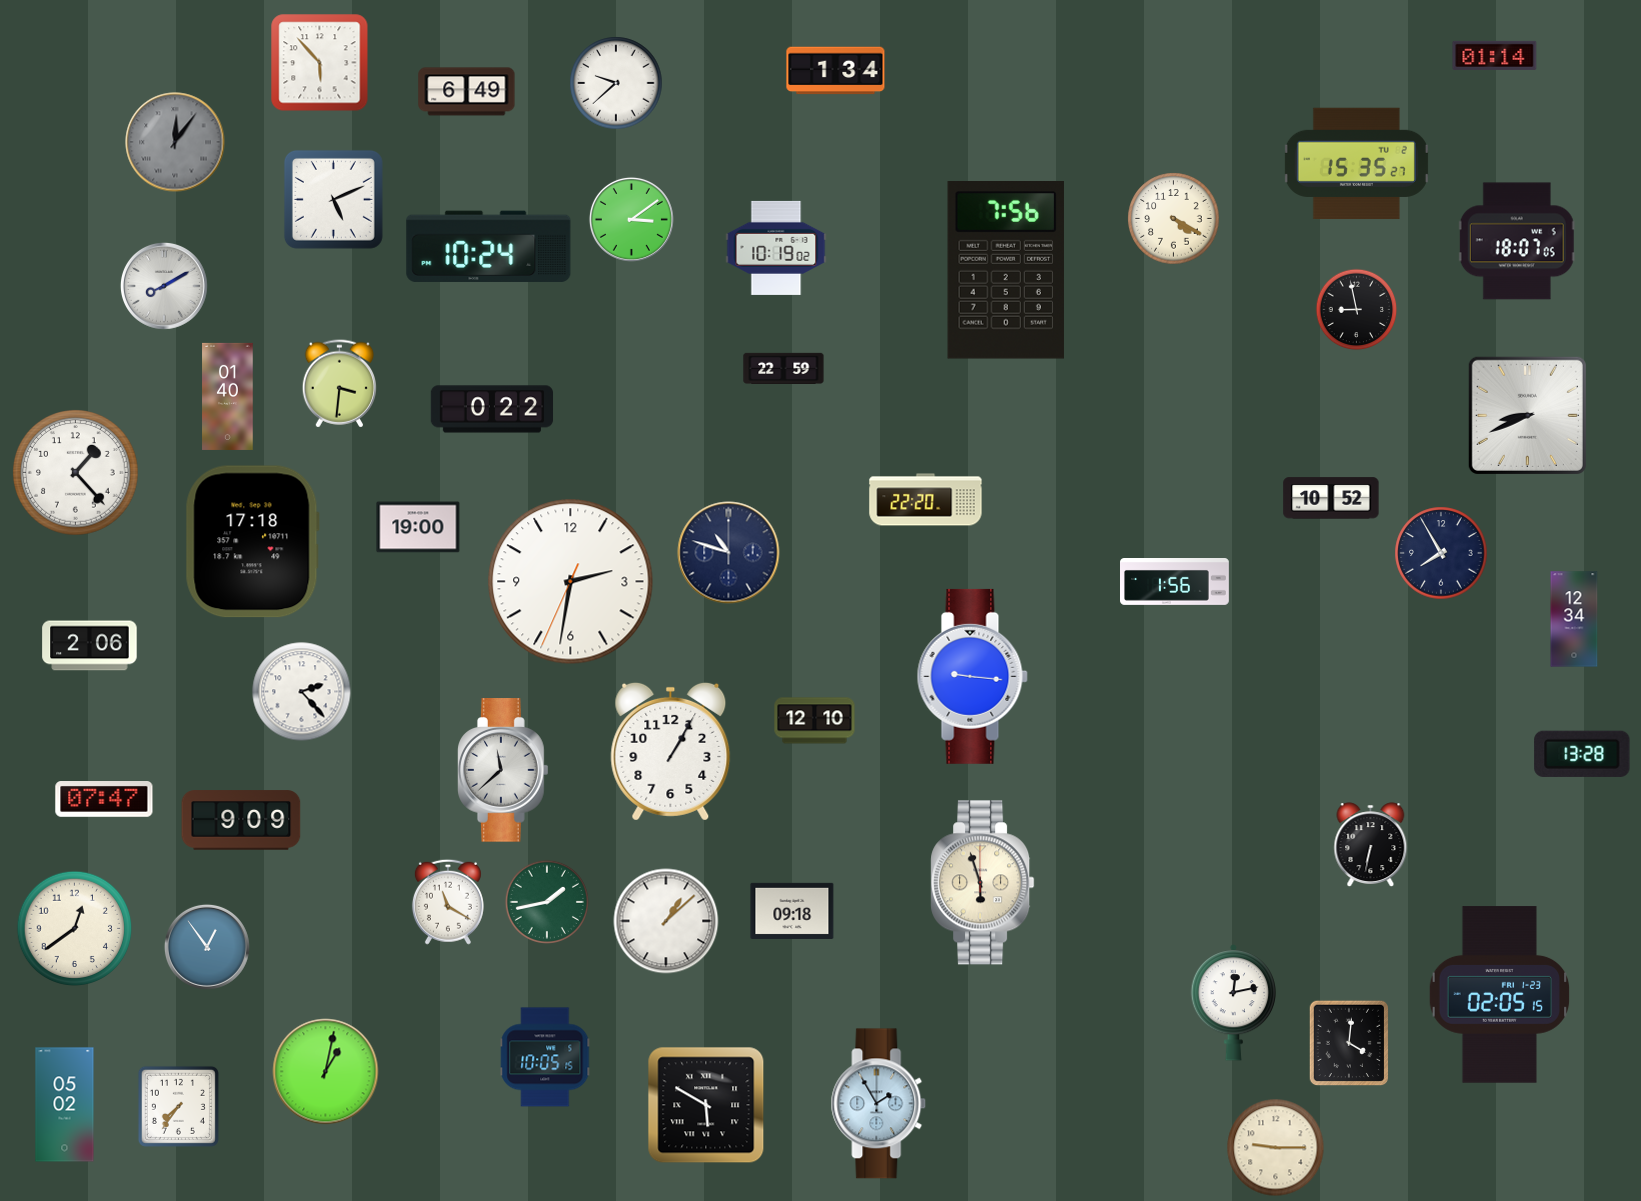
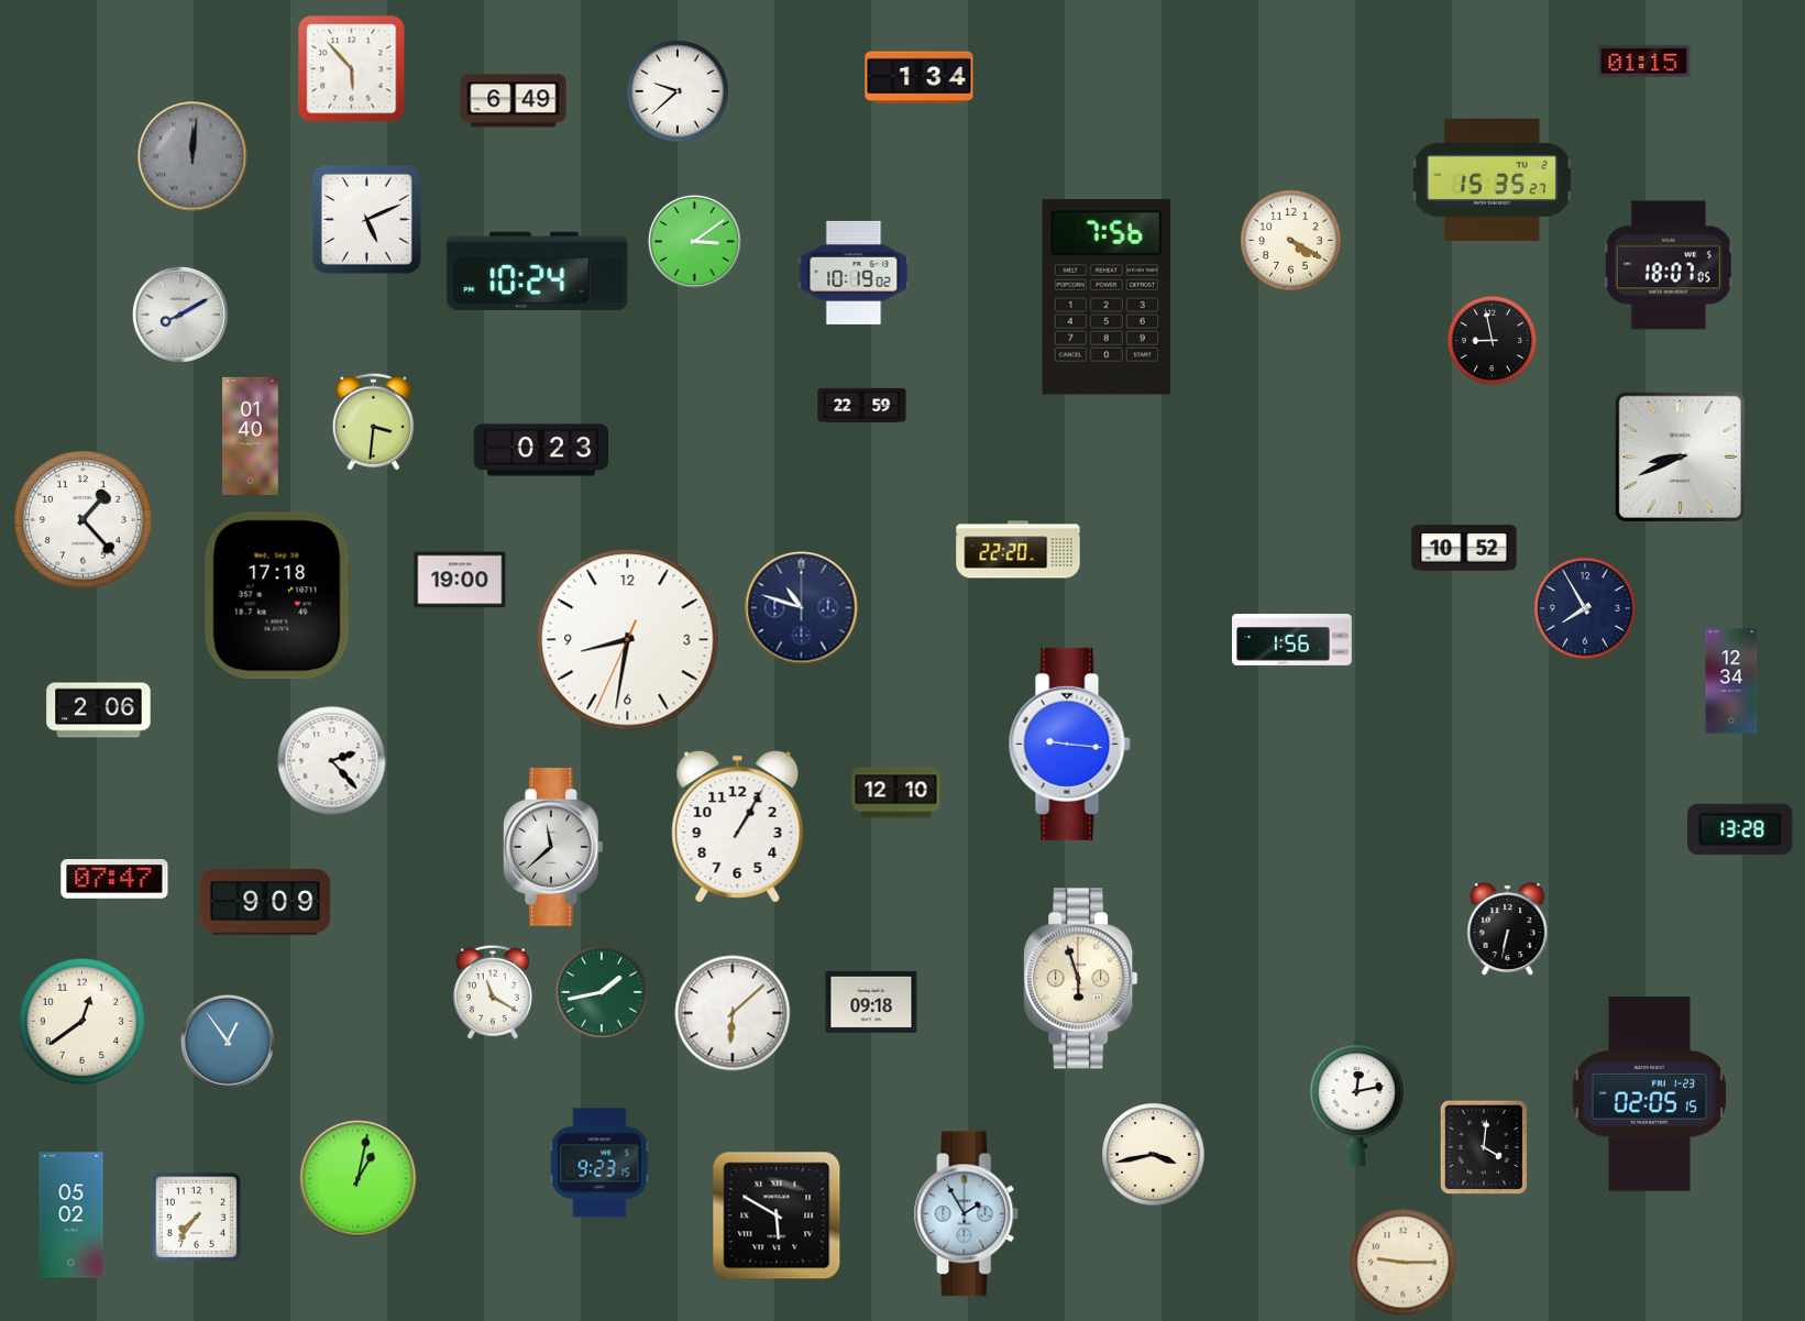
clock at (1495, 55): 01:14 -> 01:15
clock at (175, 142): 12:06 -> 12:01
clock at (492, 409): 0:22 -> 0:23
clock at (571, 582): 2:31 -> 8:31
clock at (983, 883) position: (983, 883) -> (1081, 979)
clock at (666, 921): 1:08 -> 6:08
clock at (1154, 1155): none -> 3:43
clock at (545, 1057): 10:05 -> 9:23
